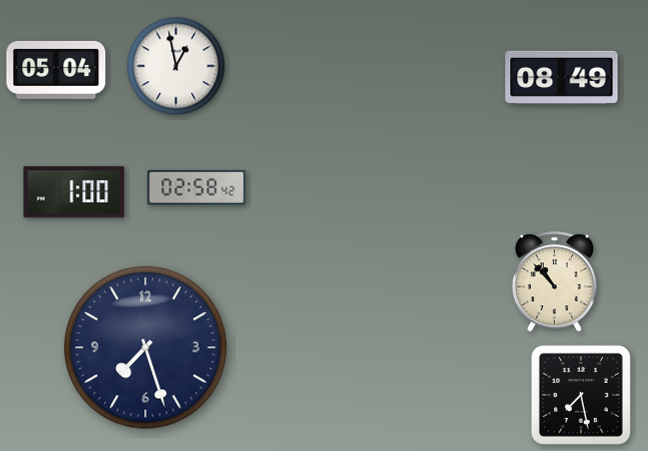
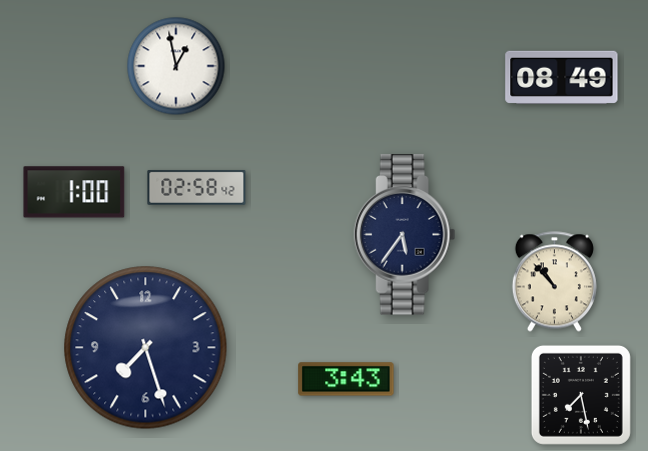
clock at (56, 70): 05:04 -> none
clock at (405, 235): none -> 5:36
clock at (346, 379): none -> 3:43
